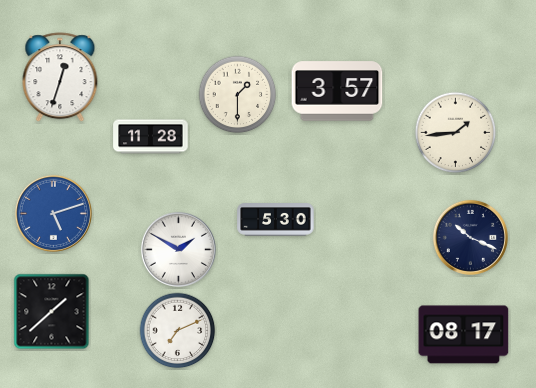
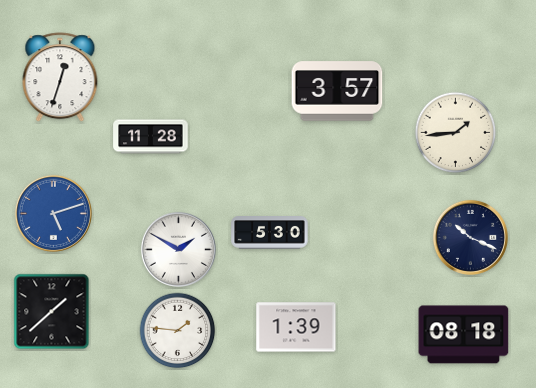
clock at (238, 95): 1:30 -> none
clock at (276, 220) position: (276, 220) -> (270, 233)
clock at (296, 327): none -> 1:39
clock at (178, 331): 7:11 -> 1:46
clock at (464, 335): 08:17 -> 08:18
